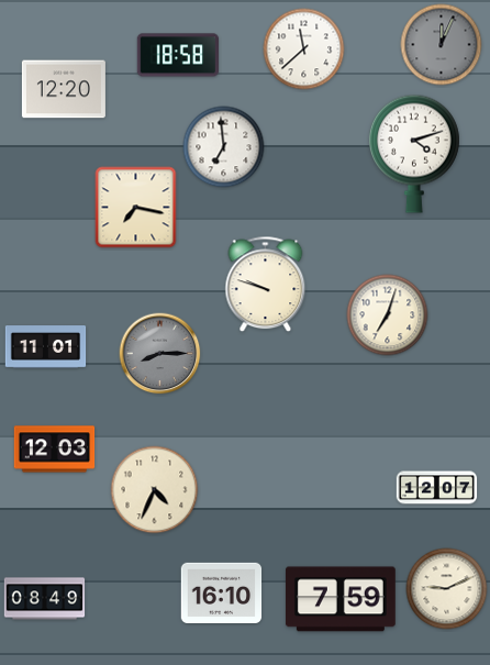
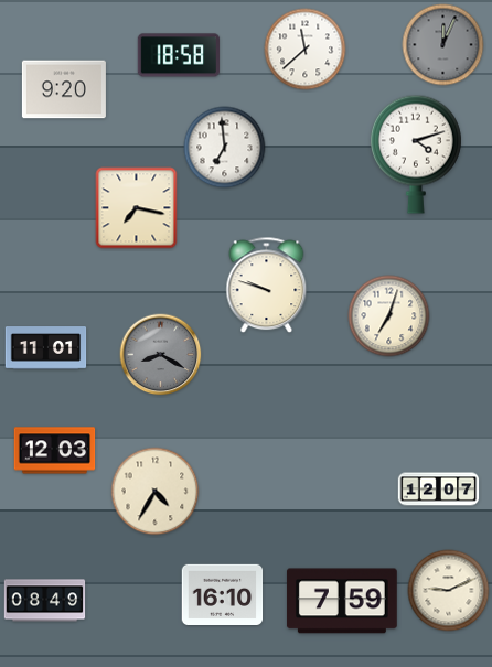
clock at (64, 89): 12:20 -> 9:20
clock at (160, 354): 8:15 -> 8:20
clock at (155, 490): 4:34 -> 4:35
